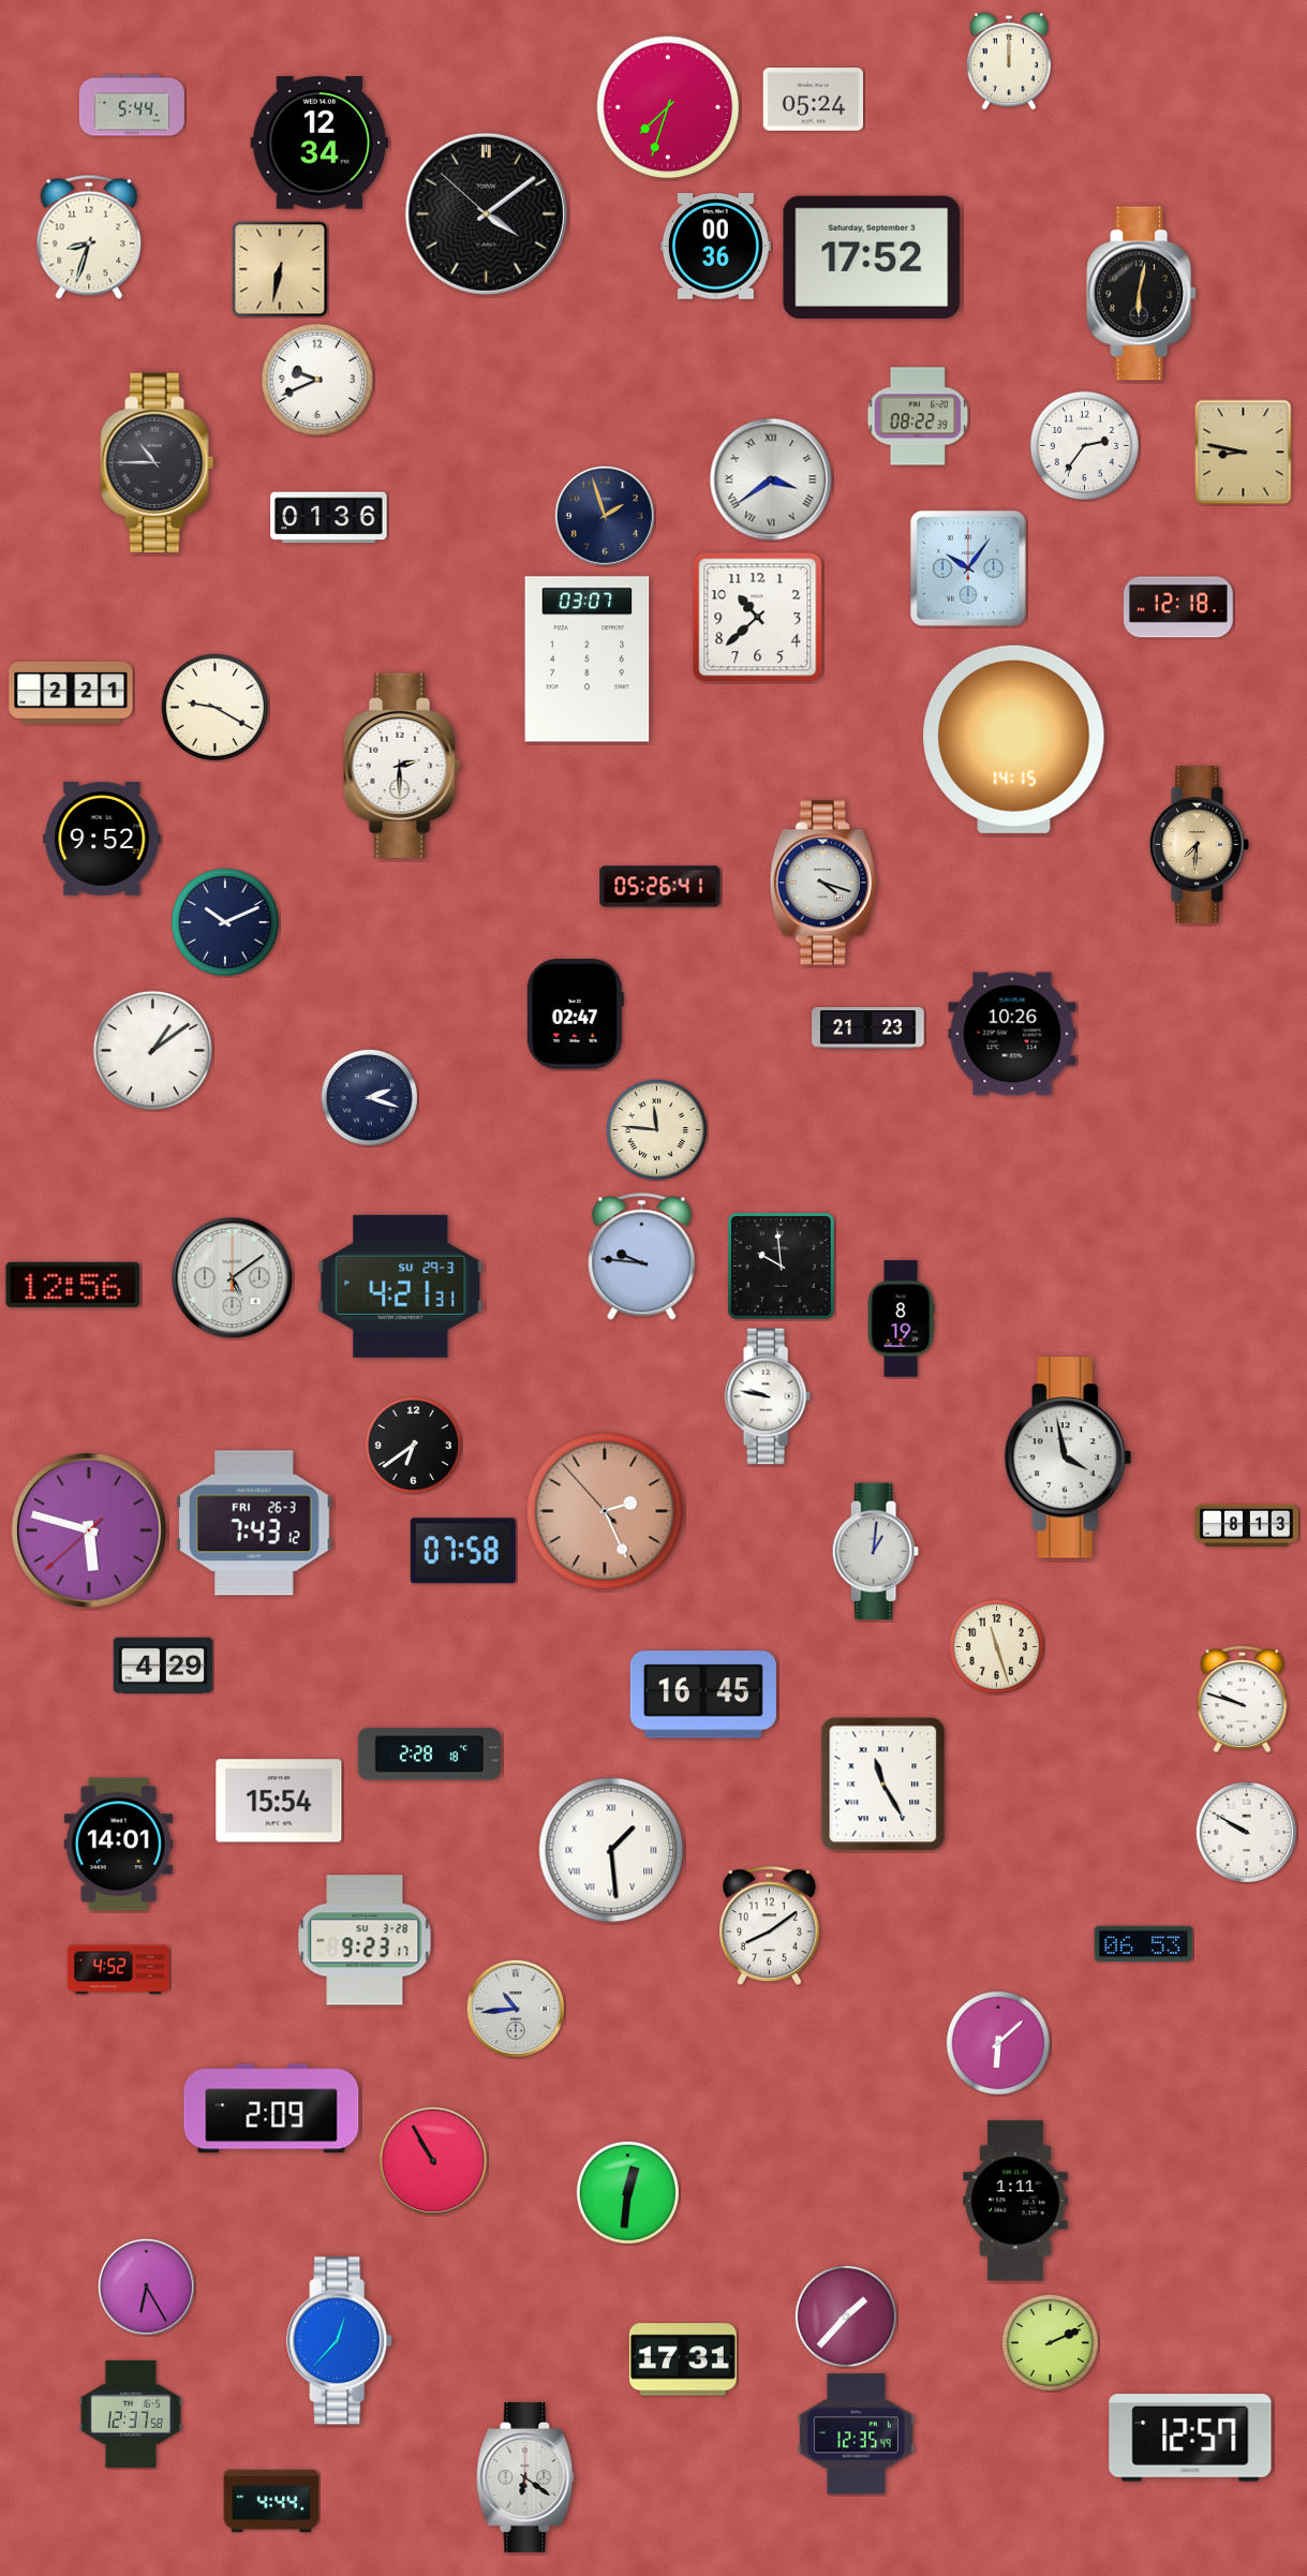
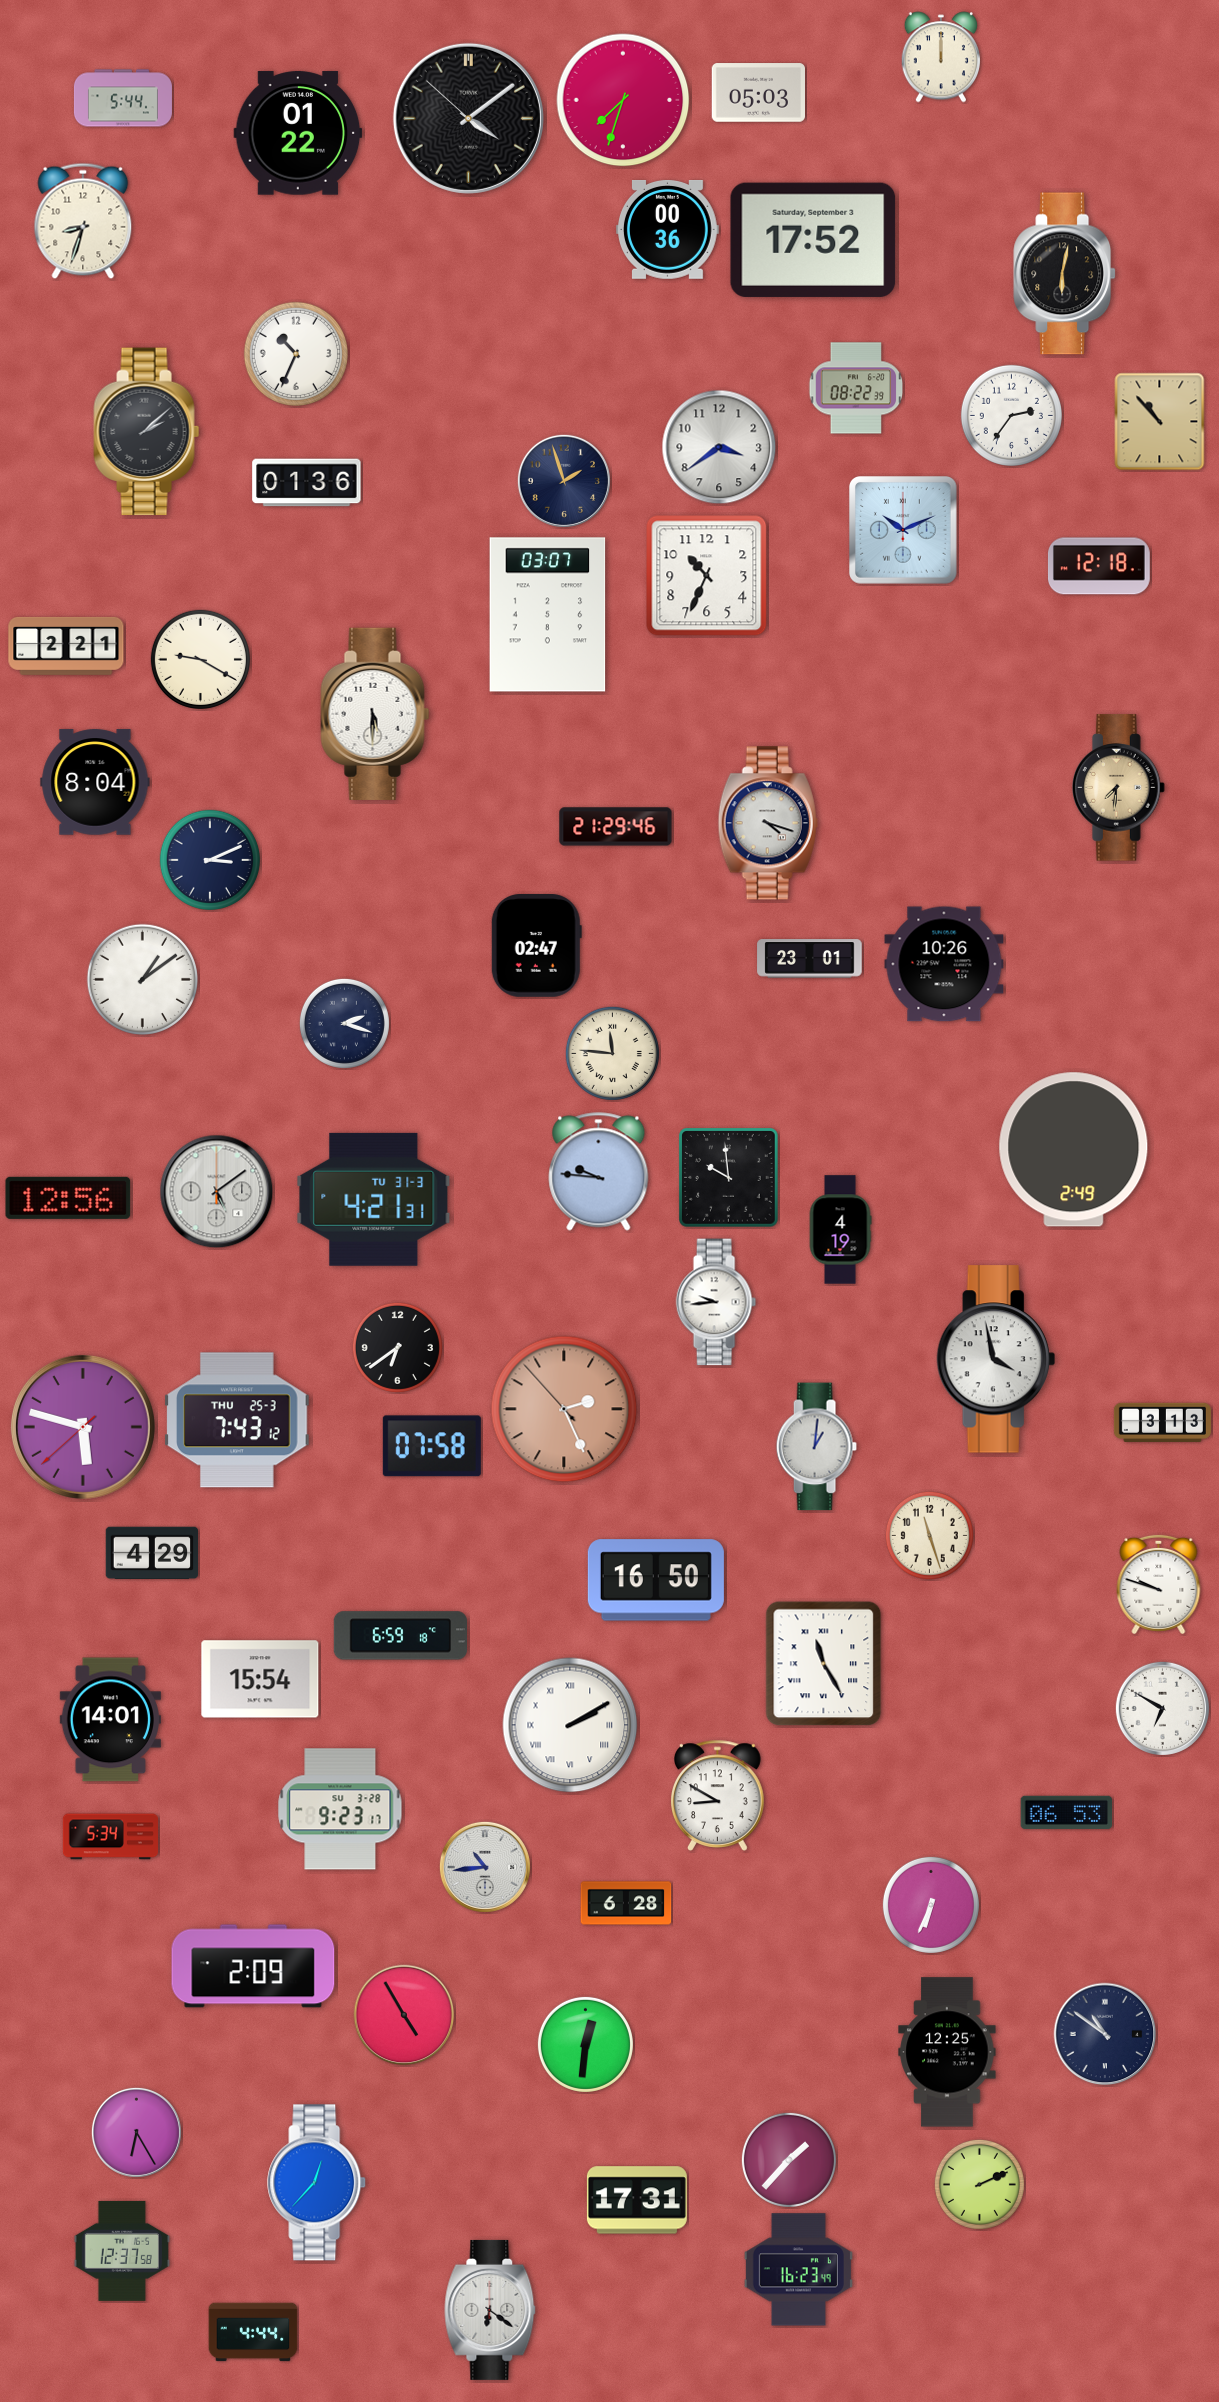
clock at (813, 100): 05:24 -> 05:03
clock at (320, 143): 12:34 -> 01:22
clock at (486, 213) position: (486, 213) -> (468, 118)
clock at (280, 269): 6:32 -> none
clock at (317, 380): 9:41 -> 10:34
clock at (1244, 453): 8:47 -> 10:53
clock at (158, 463): 10:45 -> 2:08
clock at (771, 479) numerals: Roman -> Arabic
clock at (969, 569): 10:06 -> 10:11
clock at (758, 618): 10:38 -> 10:34
clock at (1014, 739): 14:15 -> none
clock at (402, 766): 2:30 -> 5:30
clock at (102, 839): 9:52 -> 8:04
clock at (660, 887): 05:26 -> 21:29
clock at (225, 922): 10:11 -> 3:11
clock at (868, 1028): 21:23 -> 23:01
clock at (1074, 1150): none -> 2:49
clock at (782, 1267) position: (782, 1267) -> (729, 1178)
clock at (401, 1286) date: SU 29-3 -> TU 31-3
clock at (901, 1319): 8:19 -> 4:19
clock at (768, 1396): 9:47 -> 9:44
clock at (413, 1445) position: (413, 1445) -> (397, 1347)
clock at (254, 1523) date: FRI 26-3 -> THU 25-3
clock at (1246, 1525): 8:13 -> 3:13
clock at (703, 1694): 16:45 -> 16:50
clock at (429, 1755): 2:28 -> 6:59
clock at (1246, 1832): 9:50 -> 6:50
clock at (611, 1850): 1:29 -> 2:10
clock at (770, 1925): 8:09 -> 8:50
clock at (118, 1970): 4:52 -> 5:34
clock at (516, 2009) position: (516, 2009) -> (485, 1867)
clock at (626, 1903): none -> 6:28
clock at (998, 2043): 6:08 -> 6:34
clock at (433, 2161): 10:55 -> 4:55
clock at (1105, 2034): none -> 10:51
clock at (1015, 2201): 1:11 -> 12:25
clock at (856, 2434): 12:35 -> 16:23
clock at (1190, 2438): 12:57 -> none
